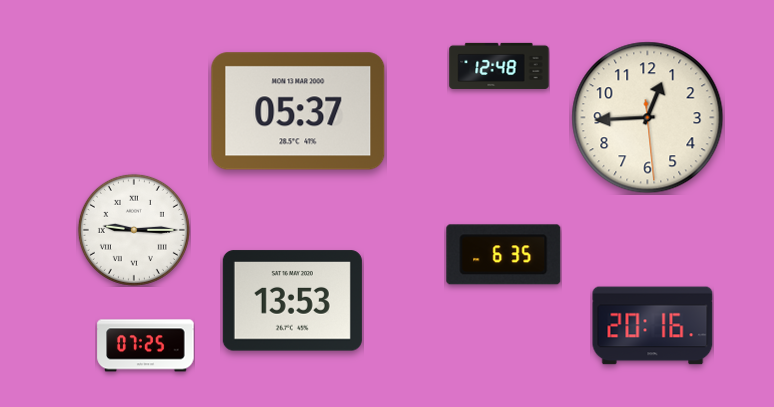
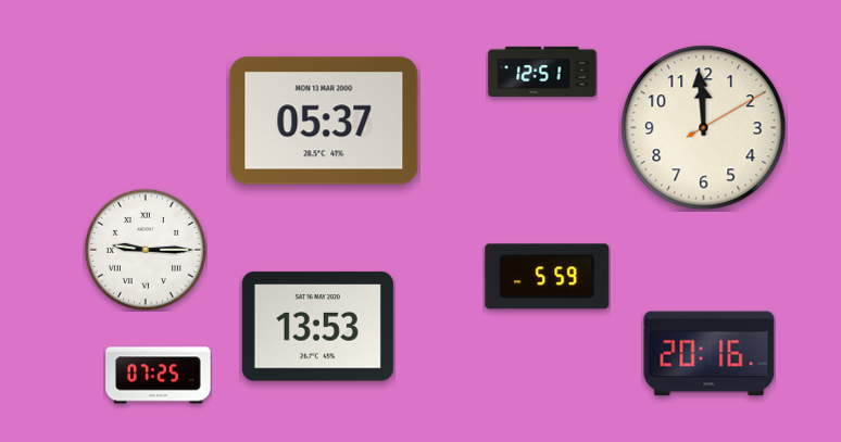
clock at (499, 66): 12:48 -> 12:51
clock at (648, 118): 12:44 -> 11:59
clock at (504, 255): 6:35 -> 5:59
